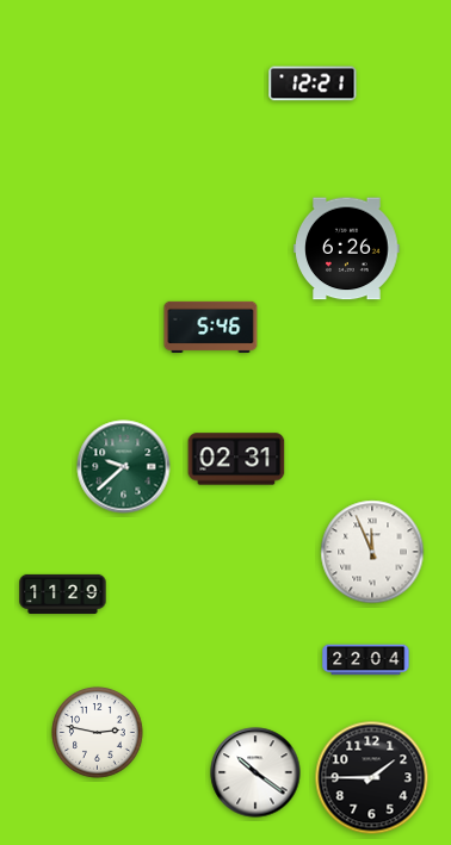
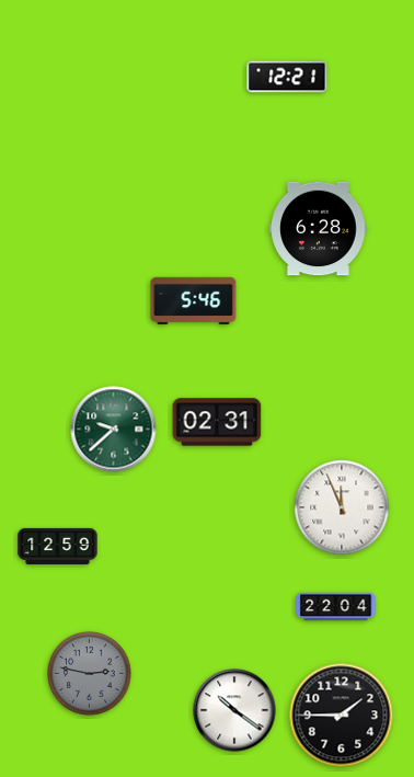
clock at (347, 249): 6:26 -> 6:28
clock at (63, 594): 11:29 -> 12:59
clock at (98, 733) dial: white -> grey
